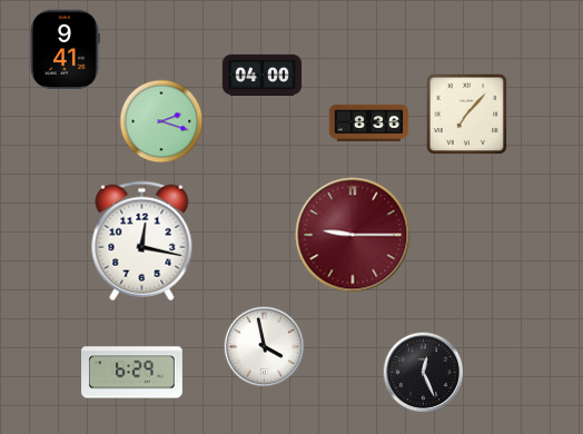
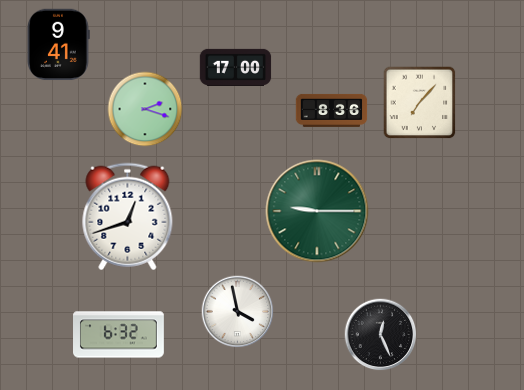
clock at (263, 75): 04:00 -> 17:00
clock at (353, 235) dial: burgundy -> green
clock at (142, 241): 12:17 -> 12:42
clock at (132, 373): 6:29 -> 6:32
